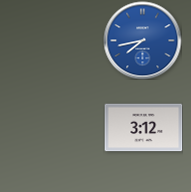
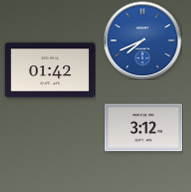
clock at (142, 40): 7:43 -> 7:41
clock at (50, 70): none -> 01:42
